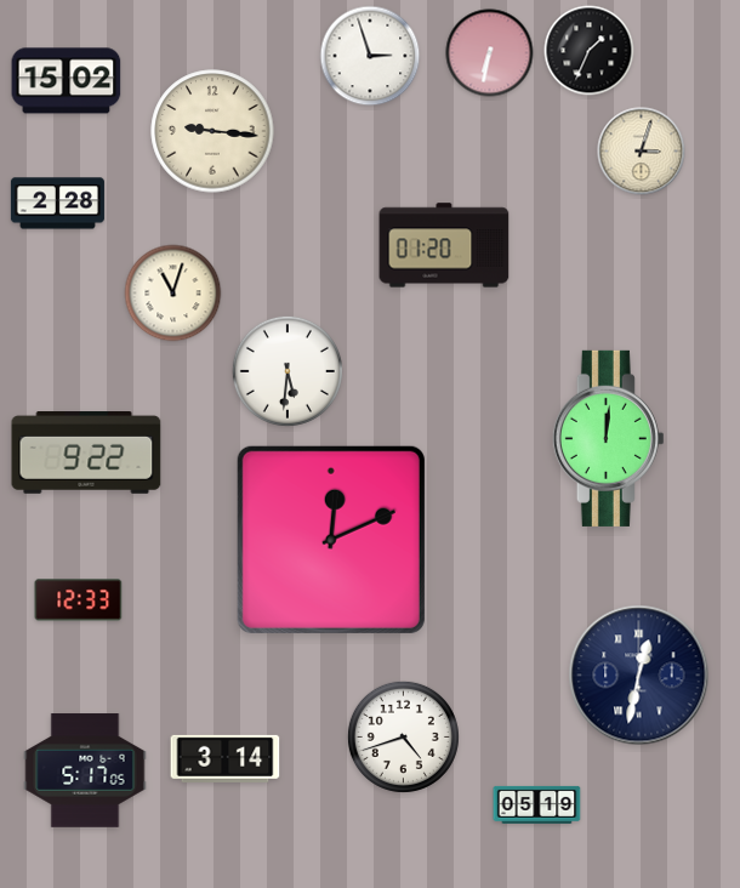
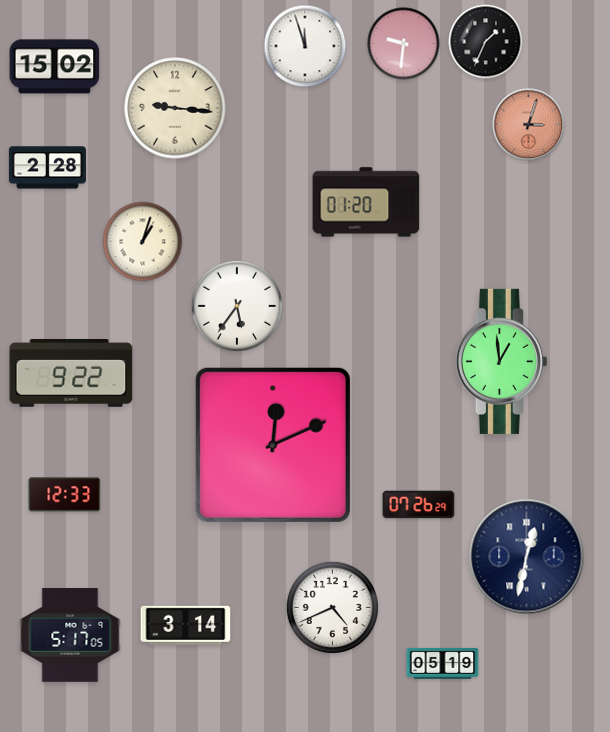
clock at (490, 53): 6:32 -> 9:31
clock at (370, 56): 2:57 -> 11:57
clock at (642, 152) dial: cream -> salmon
clock at (173, 294): 11:03 -> 1:03
clock at (288, 371): 5:31 -> 5:36
clock at (608, 438): 12:01 -> 12:59
clock at (419, 505): none -> 07:26
clock at (403, 736): 4:42 -> 4:41
